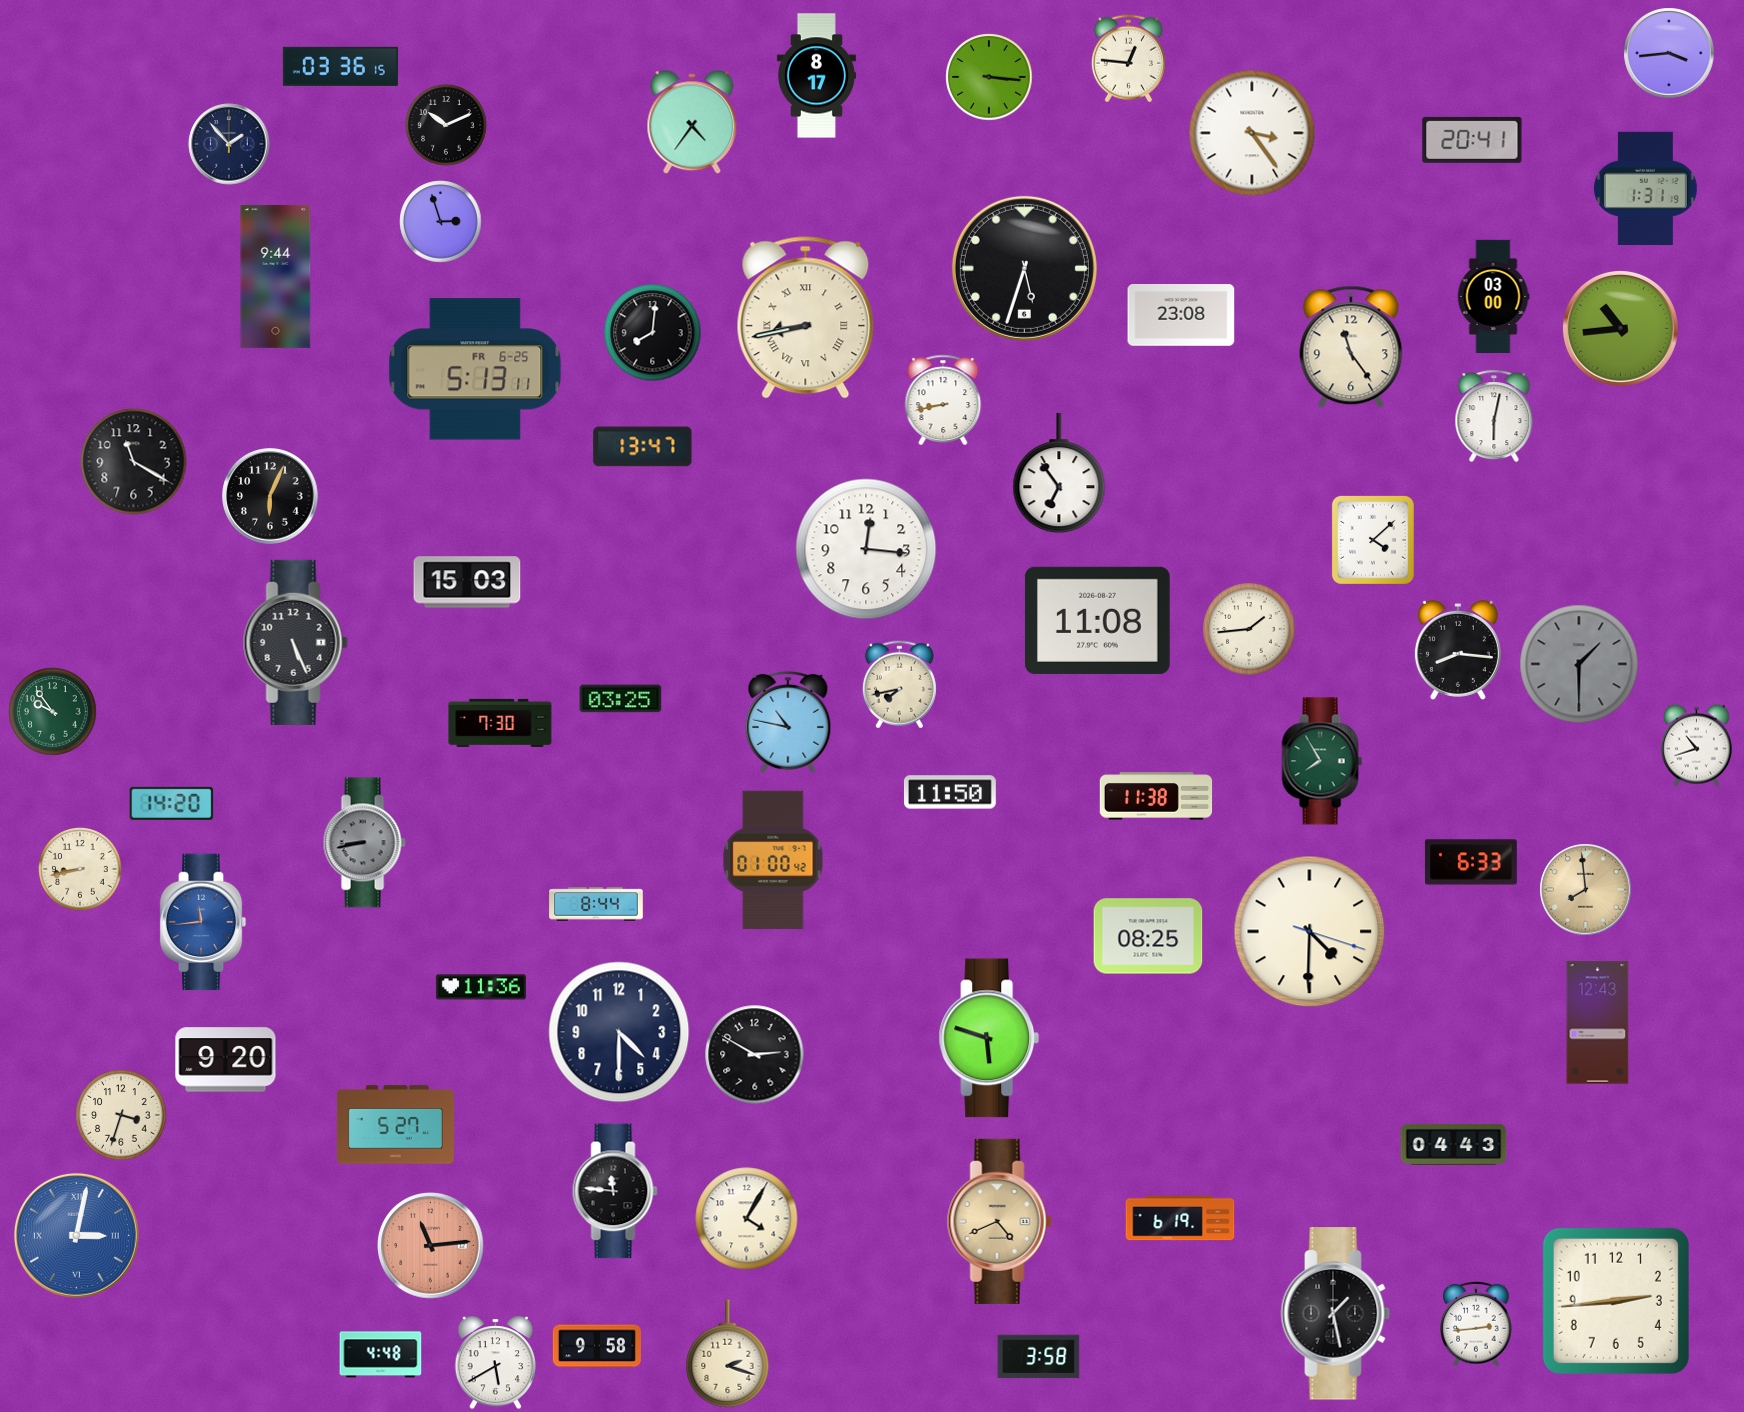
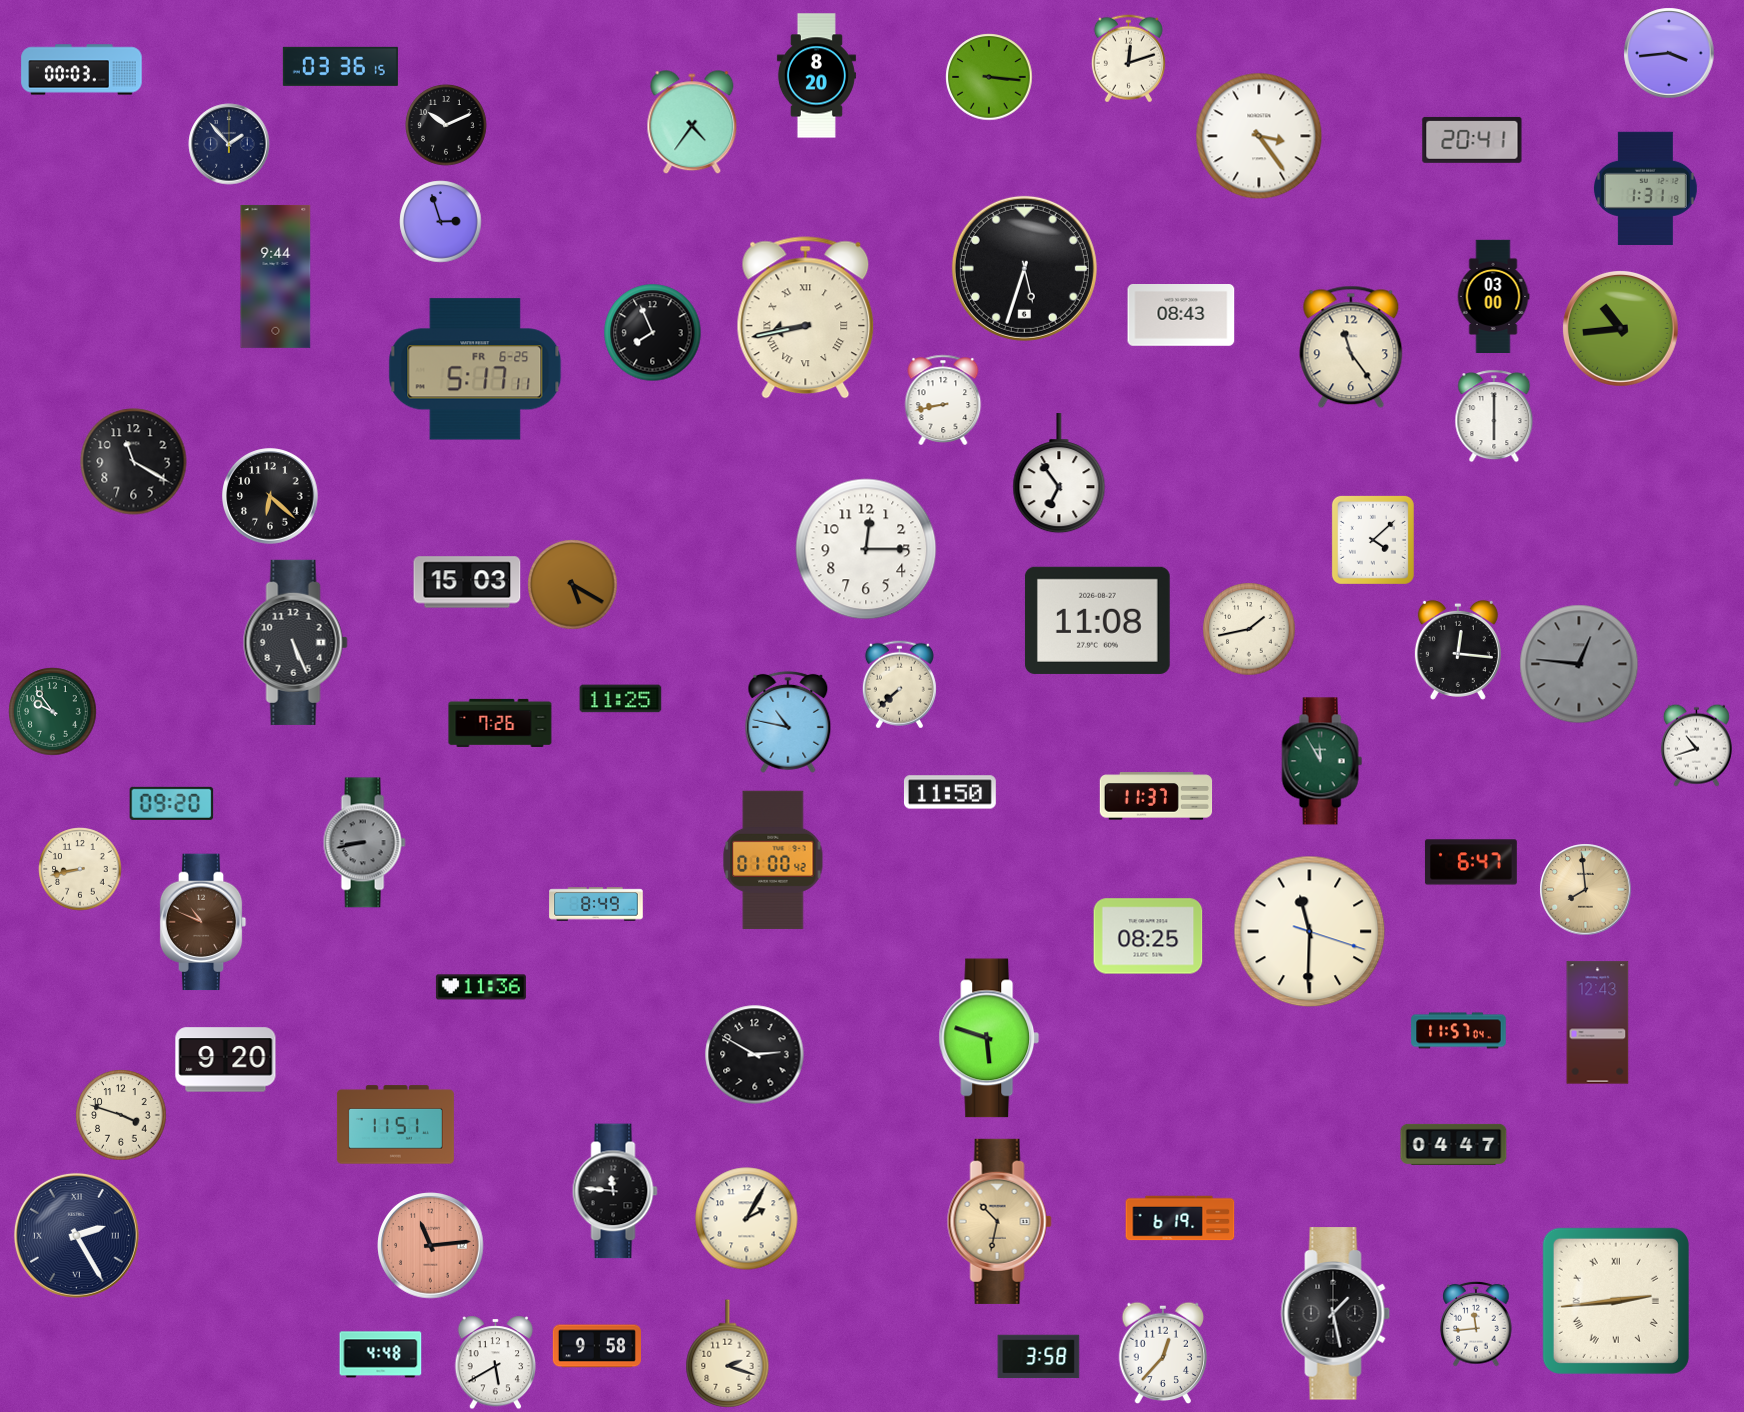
clock at (1128, 59): 12:46 -> 12:12
clock at (82, 70): none -> 00:03
clock at (816, 76): 8:17 -> 8:20
clock at (1252, 133) position: (1252, 133) -> (1259, 136)
clock at (1181, 316): 23:08 -> 08:43
clock at (653, 333): 8:01 -> 7:56
clock at (475, 369): 5:13 -> 5:17
clock at (1494, 416): 6:02 -> 6:00
clock at (643, 447): 13:47 -> none
clock at (270, 496): 6:04 -> 6:22
clock at (866, 549): 12:16 -> 12:15
clock at (573, 585): none -> 5:20
clock at (1249, 629): 1:44 -> 1:43
clock at (1458, 650): 8:16 -> 12:16
clock at (1579, 664): 1:30 -> 12:46
clock at (899, 685): 7:43 -> 7:38
clock at (621, 699): 03:25 -> 11:25
clock at (500, 723): 7:30 -> 7:26
clock at (1322, 761): 7:55 -> 11:55
clock at (1156, 796): 11:38 -> 11:37
clock at (172, 803): 14:20 -> 09:20
clock at (1471, 862): 6:33 -> 6:47
clock at (596, 904): 8:44 -> 8:49
clock at (203, 922): 11:44 -> 10:49
clock at (203, 922) dial: blue -> brown
clock at (1310, 932): 4:30 -> 11:30
clock at (1459, 1031): none -> 11:57
clock at (619, 1032): 4:30 -> none
clock at (121, 1115): 3:33 -> 3:48
clock at (395, 1125): 5:27 -> 11:51
clock at (1454, 1144): 04:43 -> 04:47
clock at (747, 1219): 4:05 -> 2:05
clock at (999, 1221): 4:41 -> 10:32
clock at (76, 1235): 3:02 -> 2:25
clock at (76, 1235) dial: blue -> navy
clock at (1616, 1301) numerals: Arabic -> Roman
clock at (1476, 1324): 2:44 -> 11:44
clock at (1162, 1353): none -> 12:37
